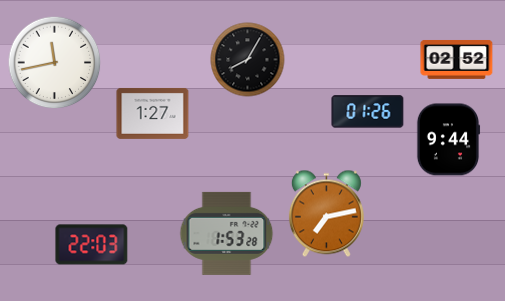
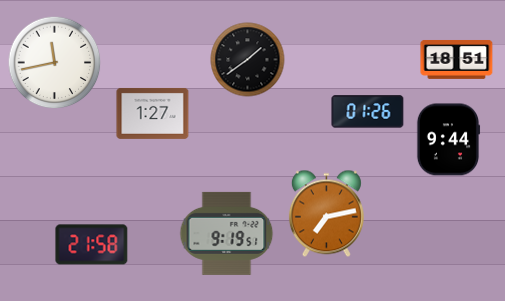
clock at (457, 59): 02:52 -> 18:51
clock at (248, 60): 8:05 -> 1:39
clock at (227, 233): 1:53 -> 9:19
clock at (92, 245): 22:03 -> 21:58
